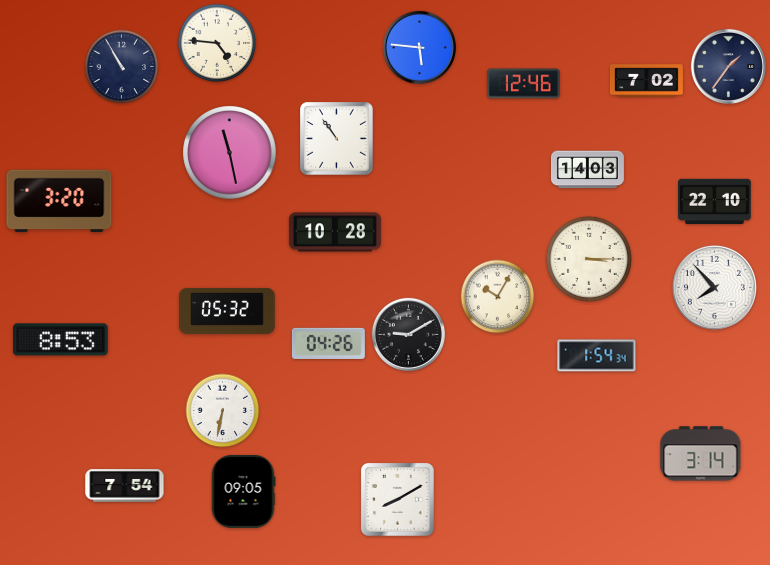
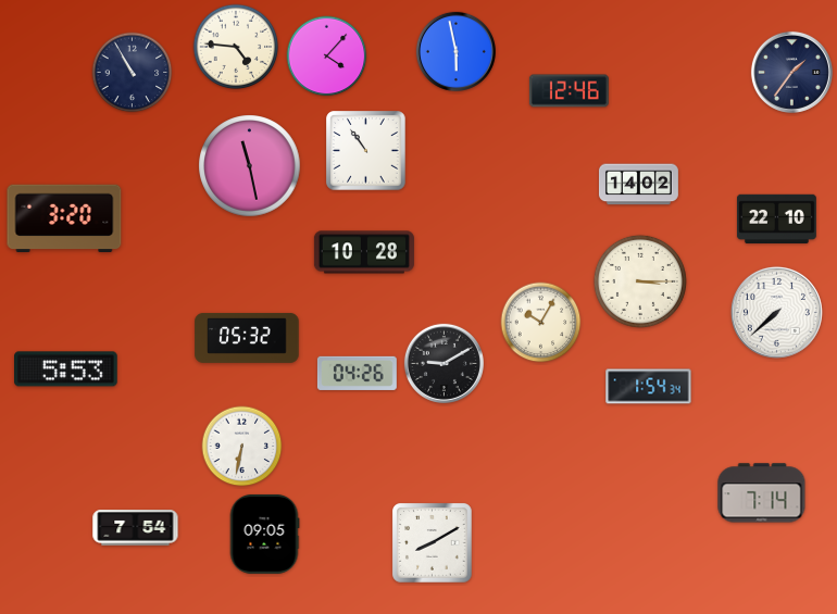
clock at (419, 47): 5:46 -> 5:58
clock at (327, 57): none -> 4:07
clock at (647, 81): 7:02 -> none
clock at (587, 170): 14:03 -> 14:02
clock at (714, 287): 7:53 -> 7:38
clock at (61, 340): 8:53 -> 5:53
clock at (701, 454): 3:14 -> 7:14
